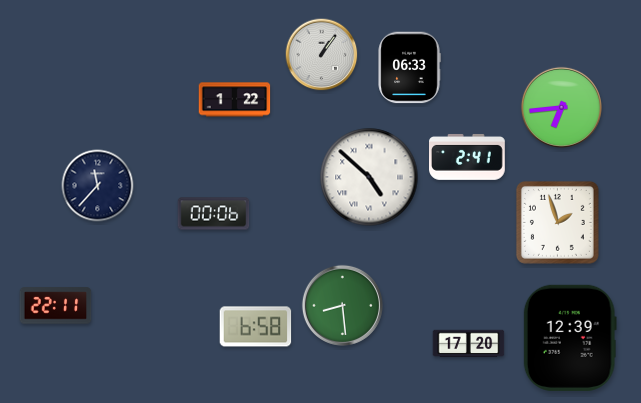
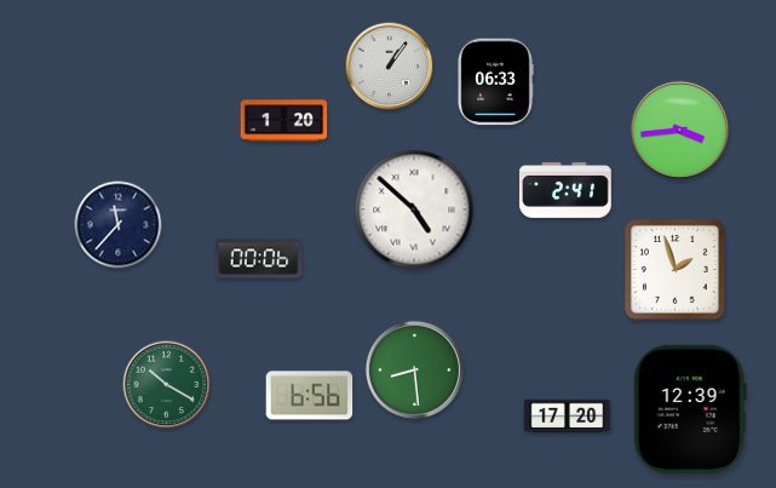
clock at (235, 100): 1:22 -> 1:20
clock at (561, 107): 6:44 -> 3:44
clock at (369, 177) position: (369, 177) -> (414, 209)
clock at (56, 306): 22:11 -> none
clock at (167, 385): none -> 10:20
clock at (256, 327): 6:58 -> 6:56
